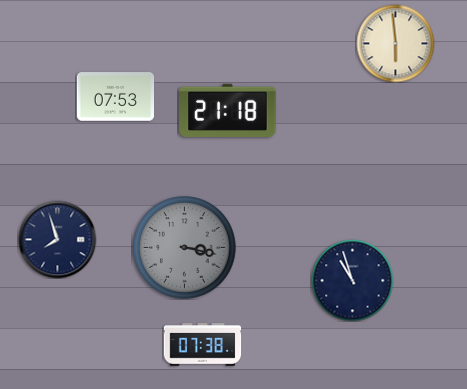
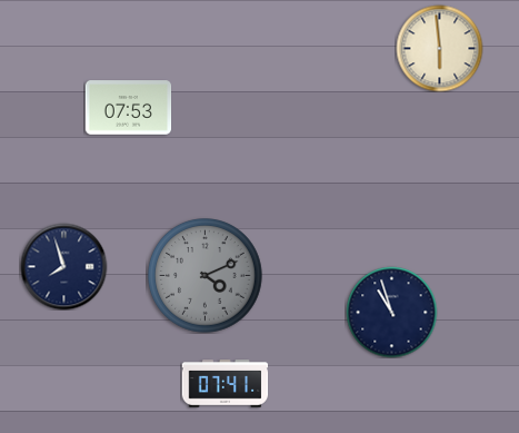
clock at (228, 110): 21:18 -> none
clock at (185, 248): 3:17 -> 4:11
clock at (202, 345): 07:38 -> 07:41
